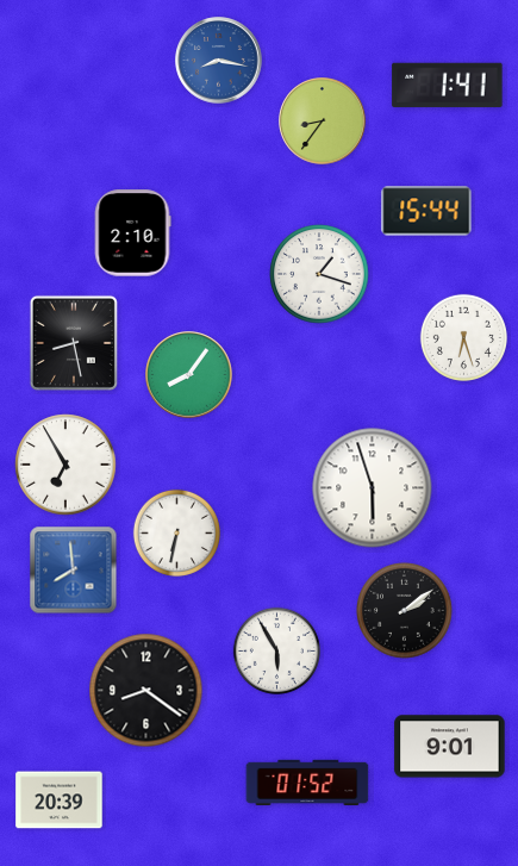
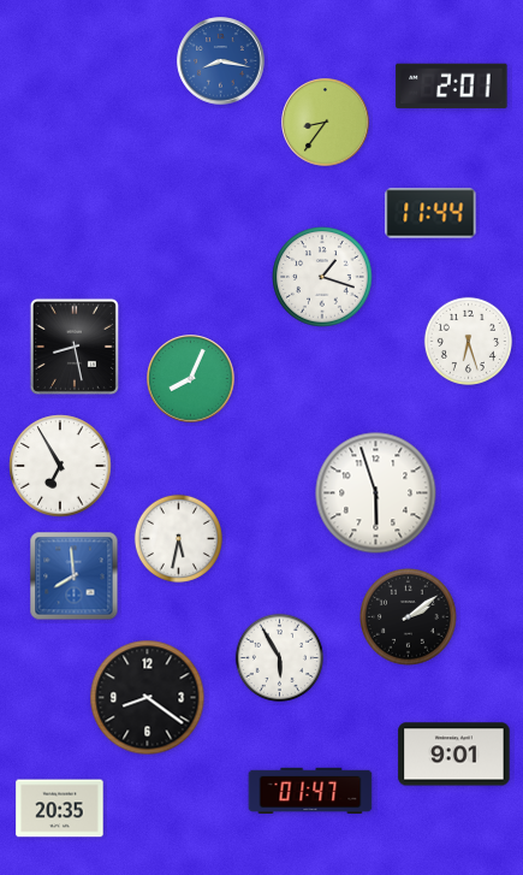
clock at (448, 85): 1:41 -> 2:01
clock at (426, 211): 15:44 -> 11:44
clock at (132, 233): 2:10 -> none
clock at (189, 375): 8:06 -> 8:04
clock at (65, 465) position: (65, 465) -> (60, 466)
clock at (176, 532): 6:32 -> 5:32
clock at (307, 783): 01:52 -> 01:47
clock at (60, 800): 20:39 -> 20:35
